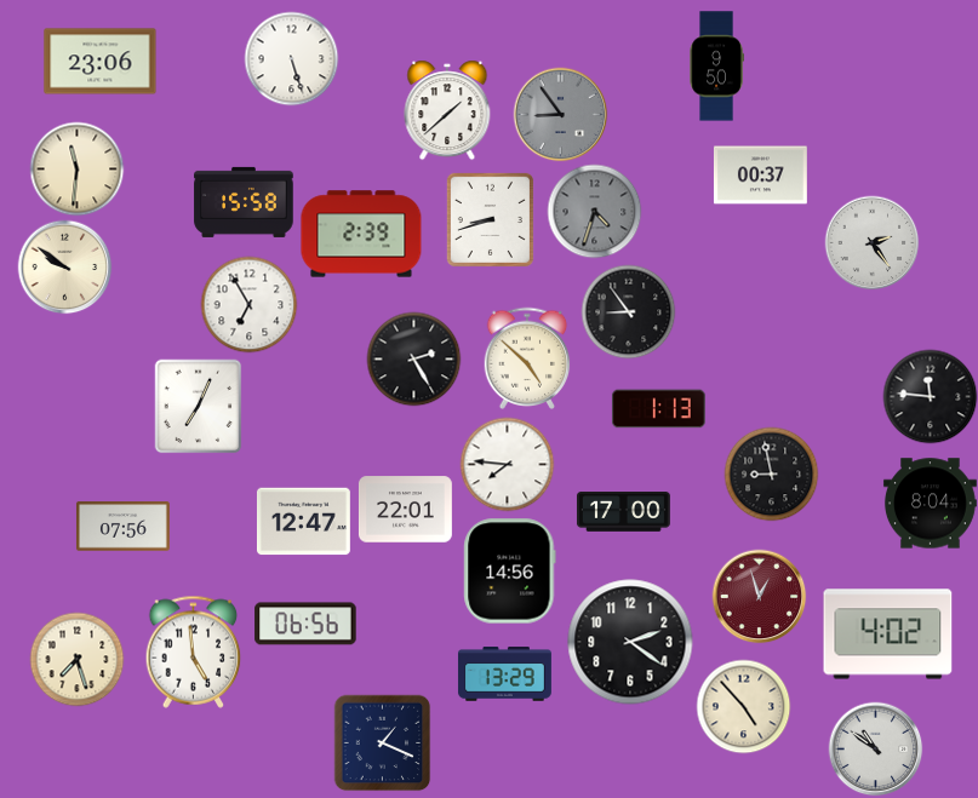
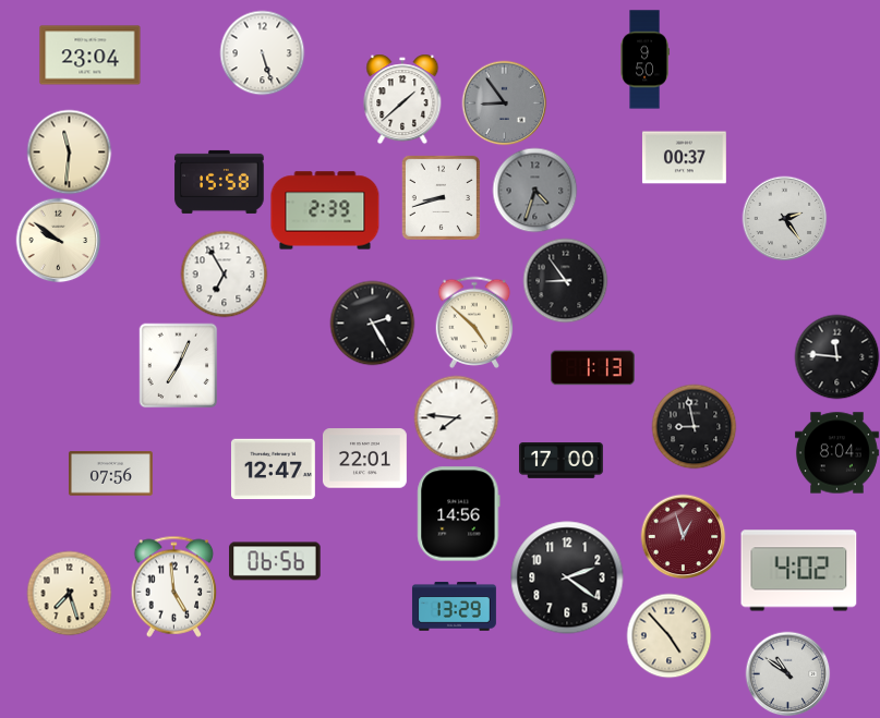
clock at (101, 62): 23:06 -> 23:04
clock at (382, 742): 1:19 -> none
